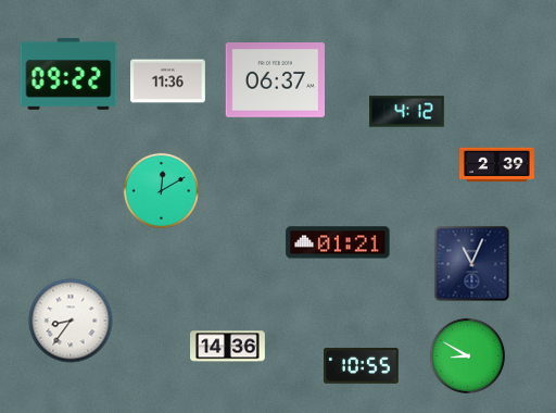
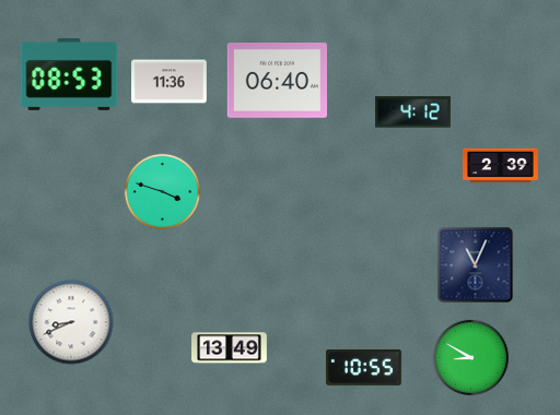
clock at (68, 74): 09:22 -> 08:53
clock at (275, 80): 06:37 -> 06:40
clock at (407, 112) position: (407, 112) -> (413, 112)
clock at (161, 190): 12:10 -> 3:48
clock at (338, 242): 01:21 -> none
clock at (71, 321): 8:36 -> 8:41
clock at (228, 347): 14:36 -> 13:49
